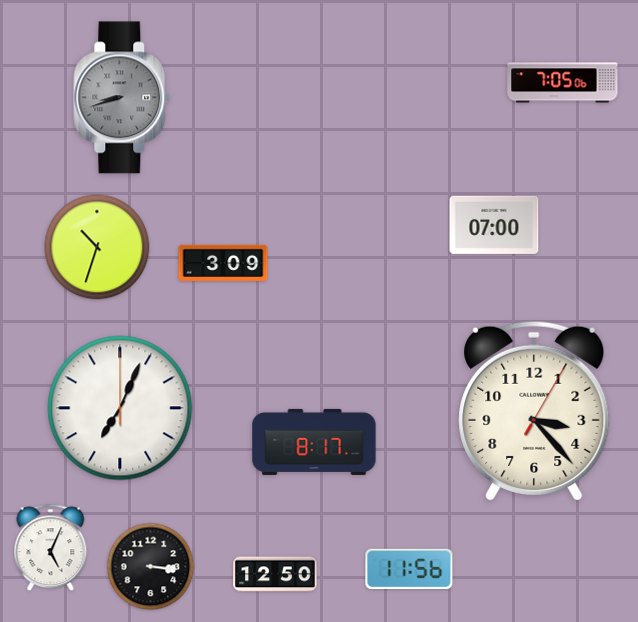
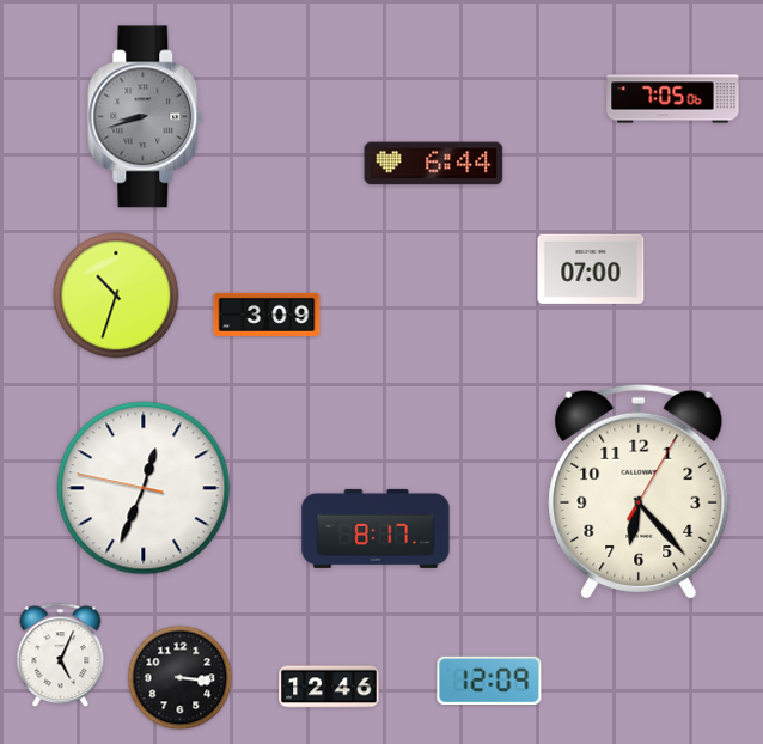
clock at (434, 164): none -> 6:44
clock at (120, 408): 7:04 -> 12:33
clock at (534, 411): 3:23 -> 6:23
clock at (409, 568): 11:56 -> 12:09
clock at (275, 574): 12:50 -> 12:46
